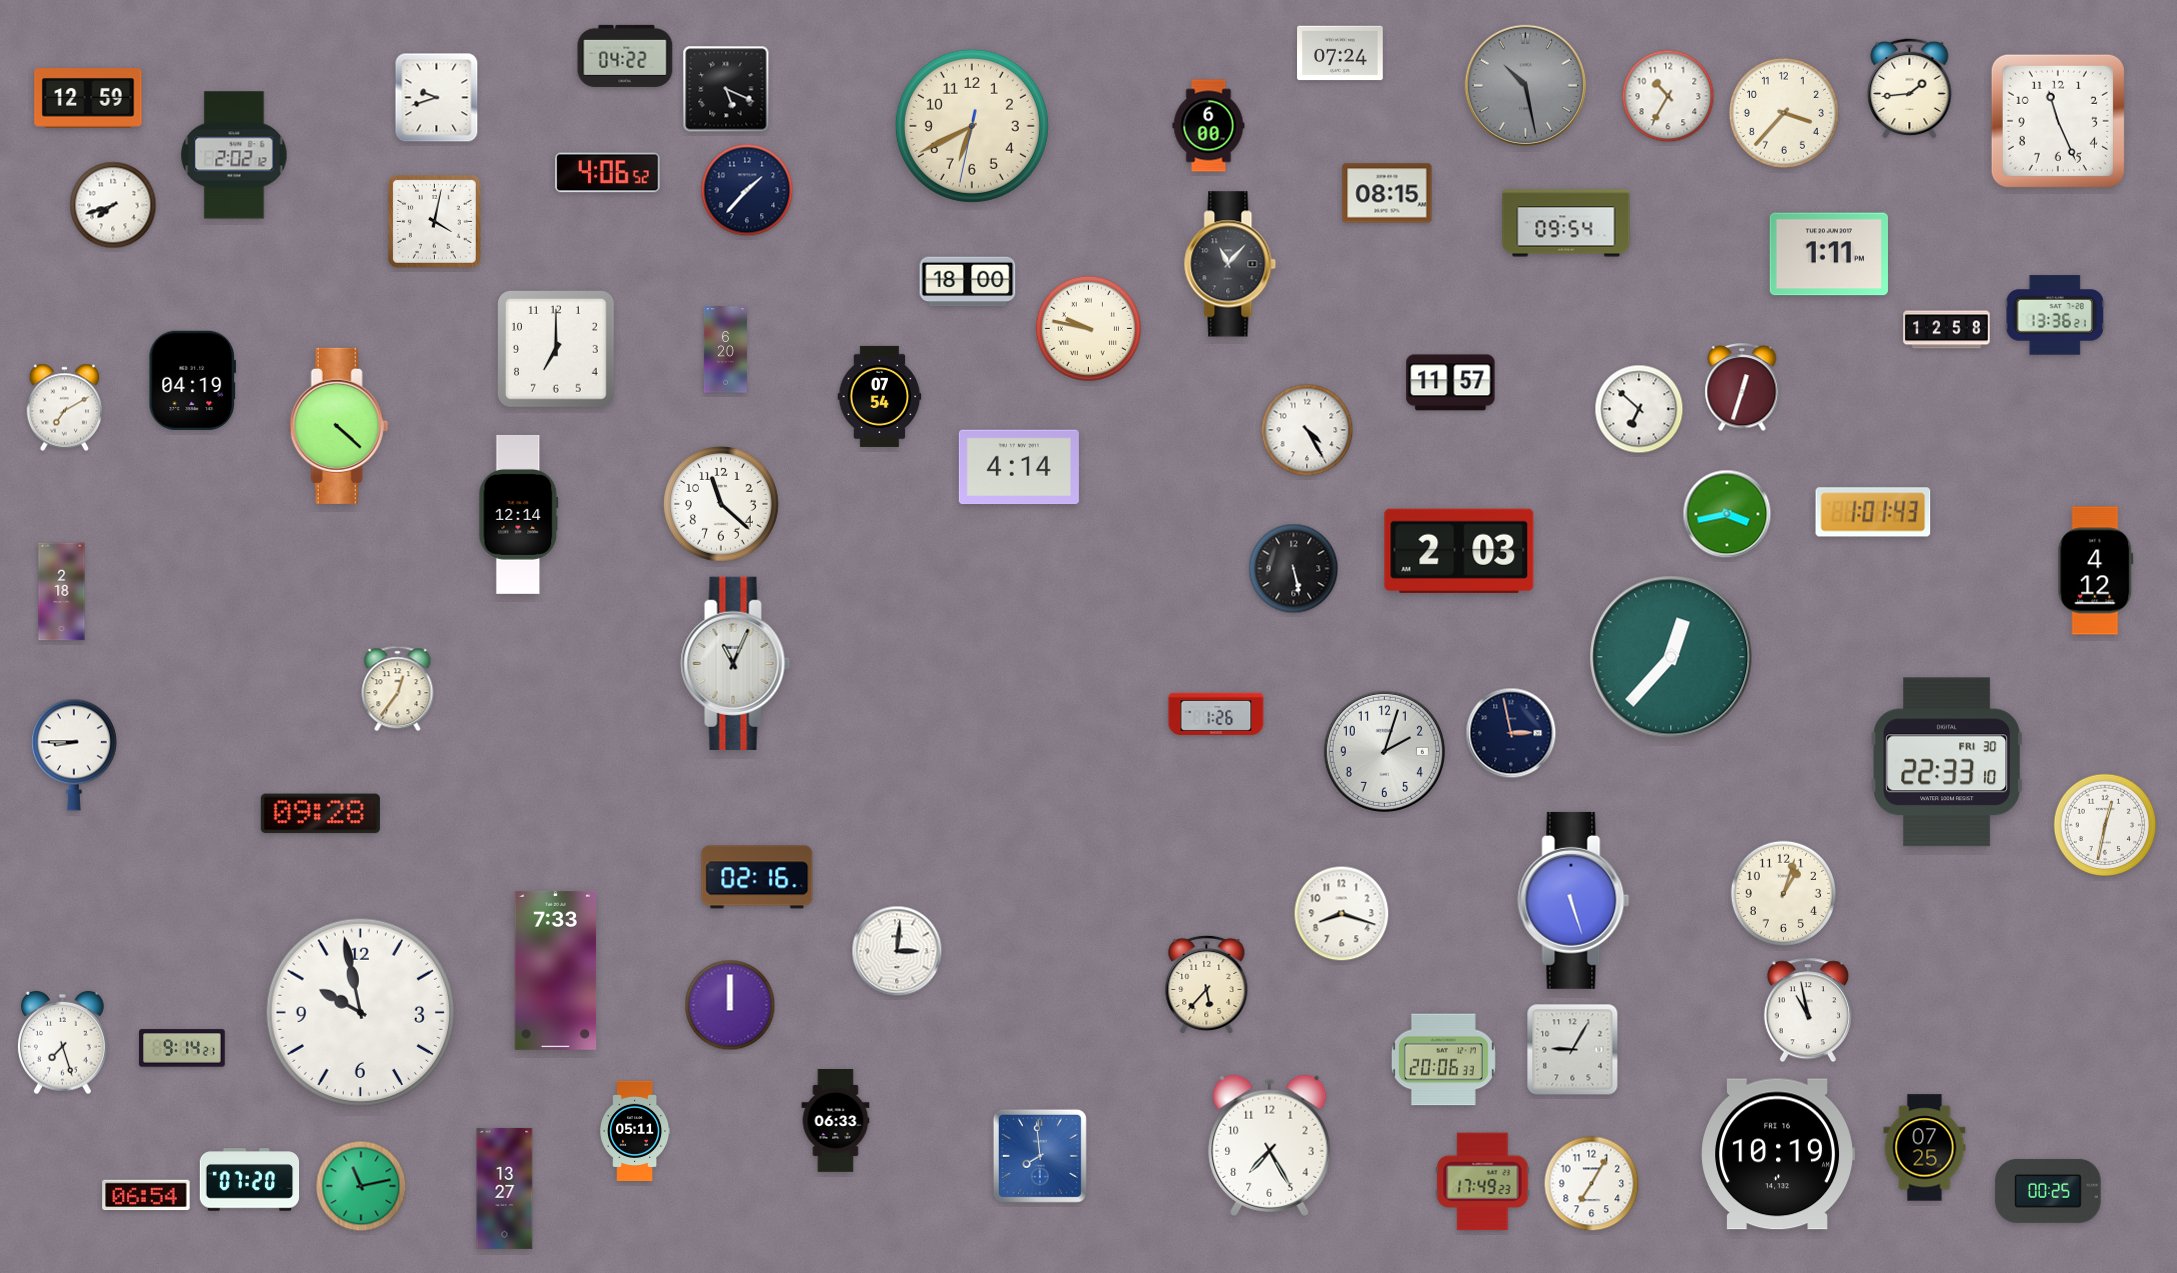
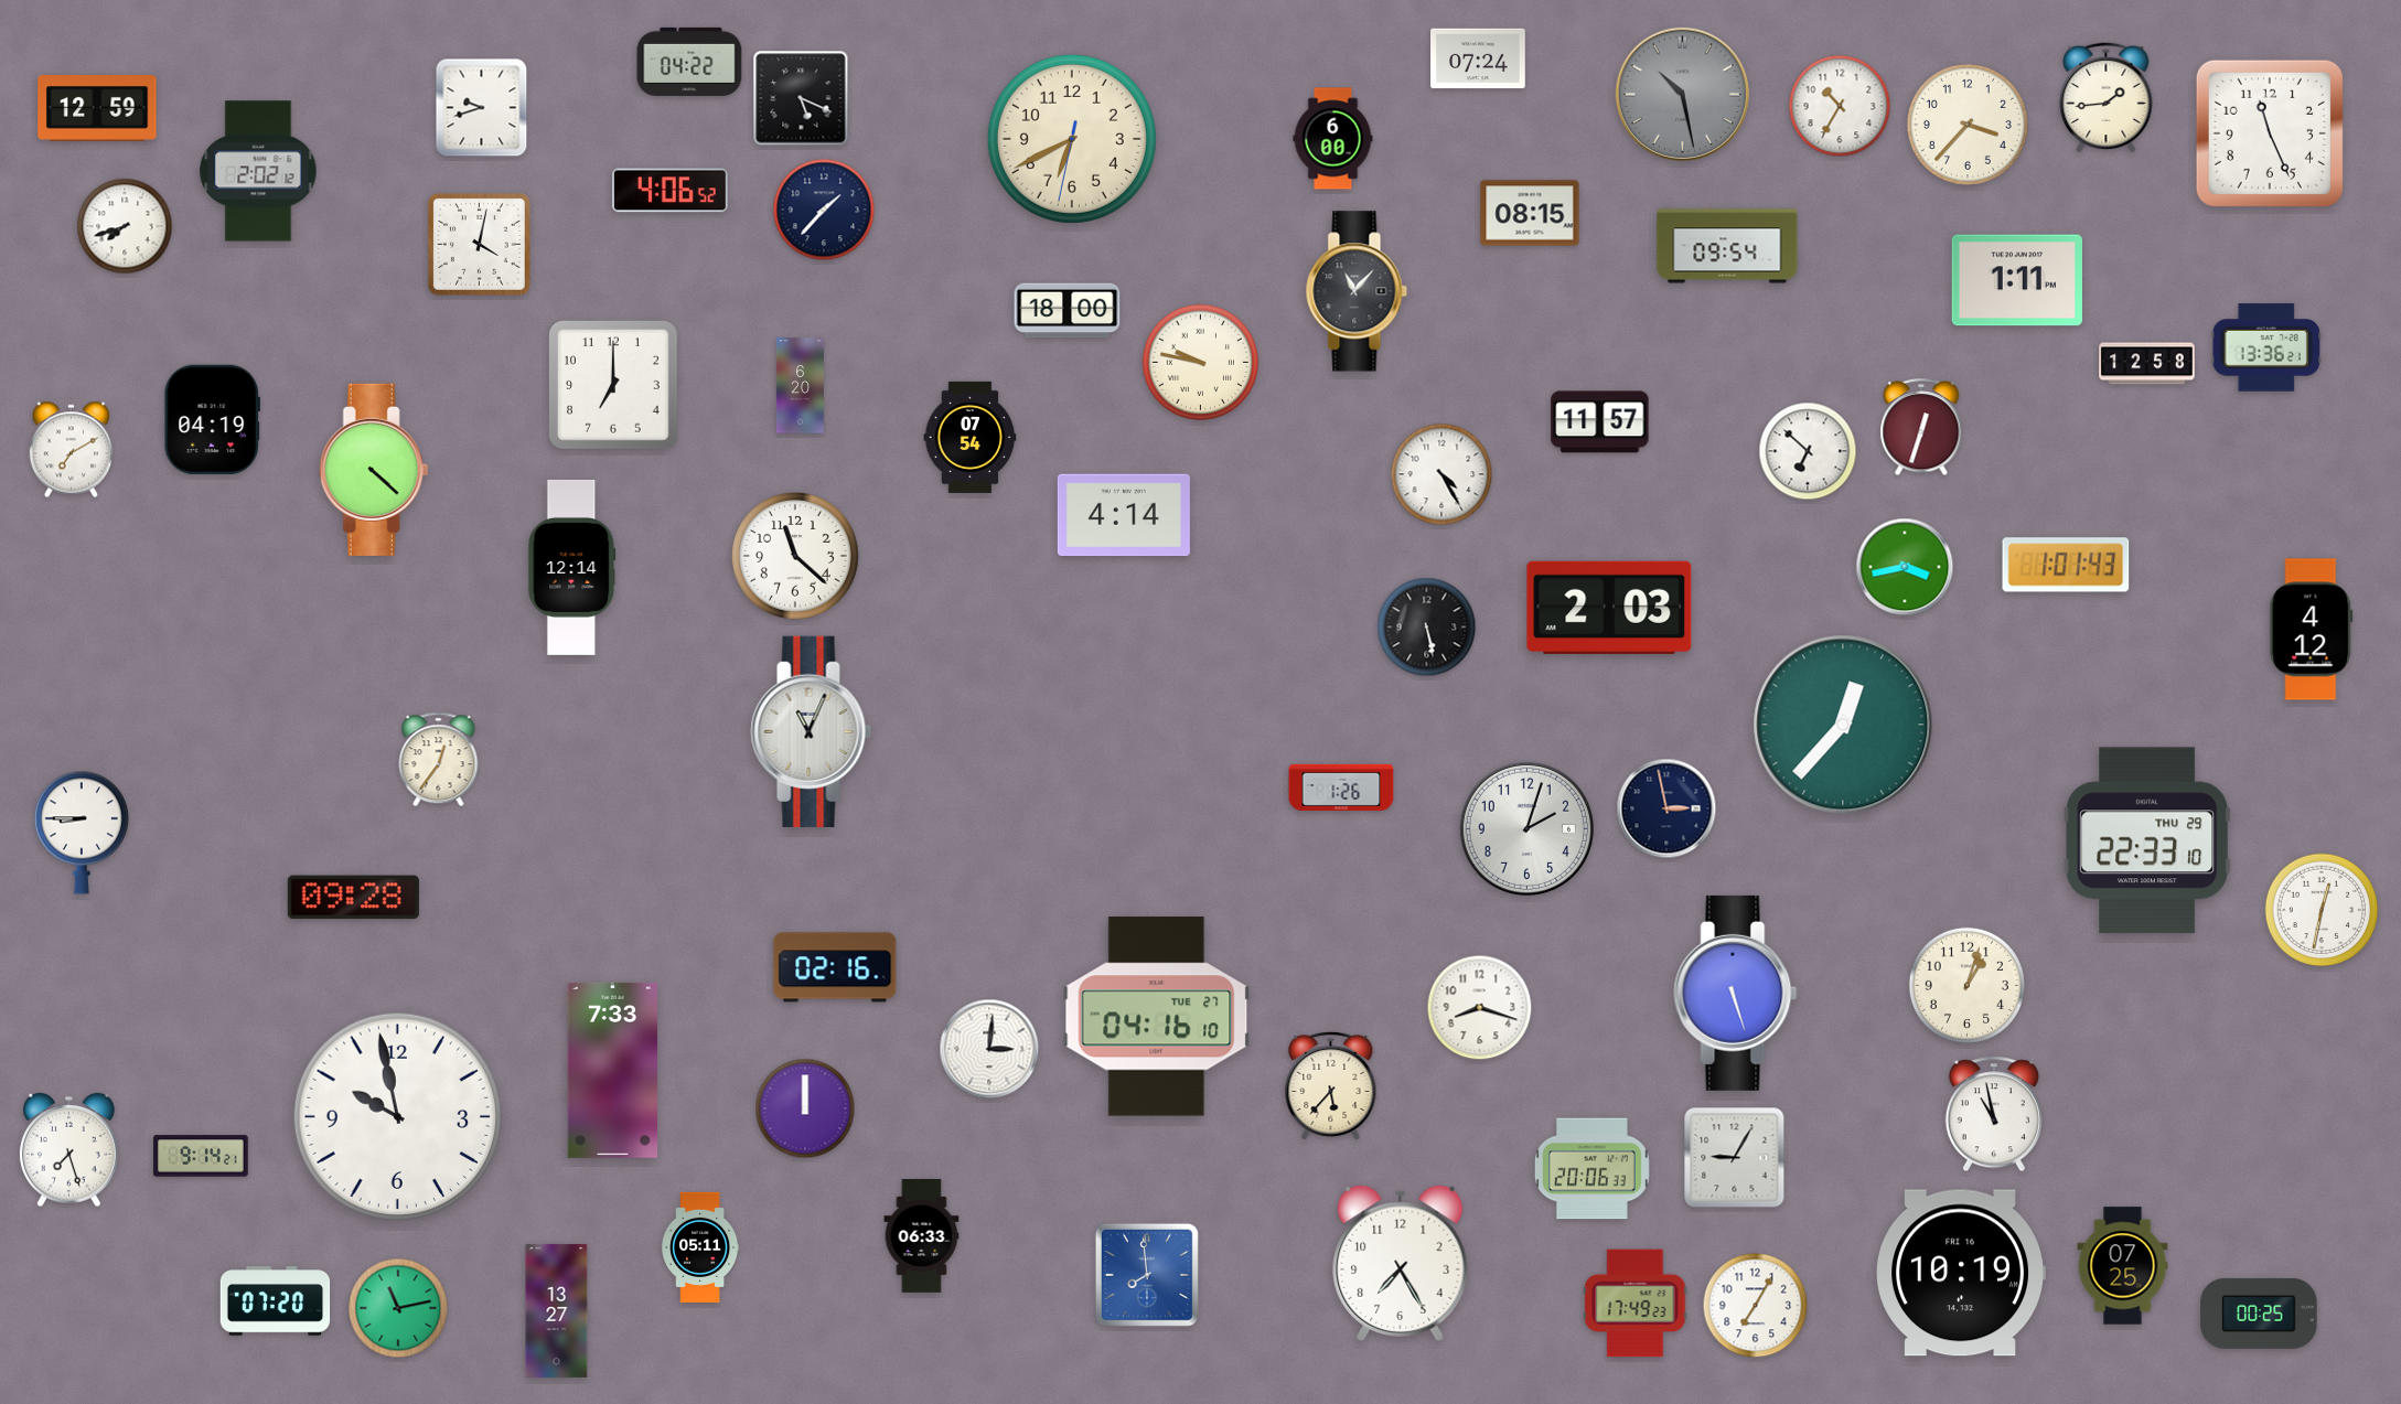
clock at (62, 592): 2:18 -> none
clock at (1947, 762) date: FRI 30 -> THU 29
clock at (1157, 1017): none -> 04:16
clock at (146, 1195): 06:54 -> none
